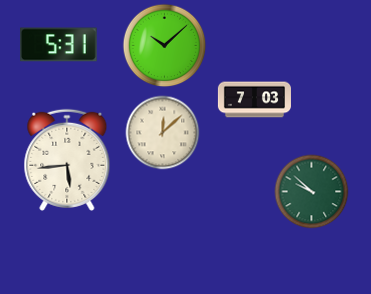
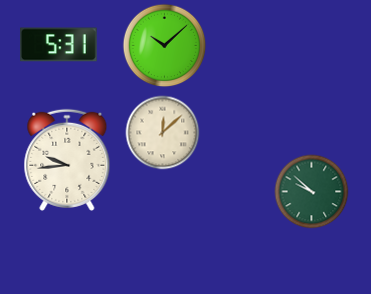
clock at (254, 100): 7:03 -> none
clock at (67, 160): 5:44 -> 9:44
